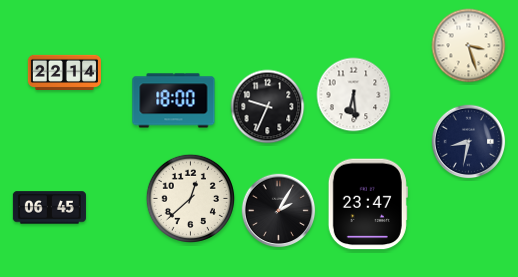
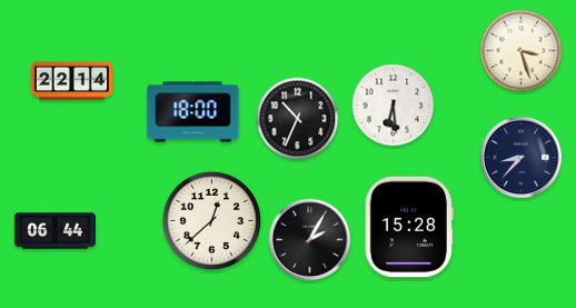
clock at (268, 107): 9:34 -> 10:34
clock at (469, 142): 8:32 -> 8:37
clock at (368, 204): 23:47 -> 15:28
clock at (49, 208): 06:45 -> 06:44
clock at (279, 211) position: (279, 211) -> (310, 240)
